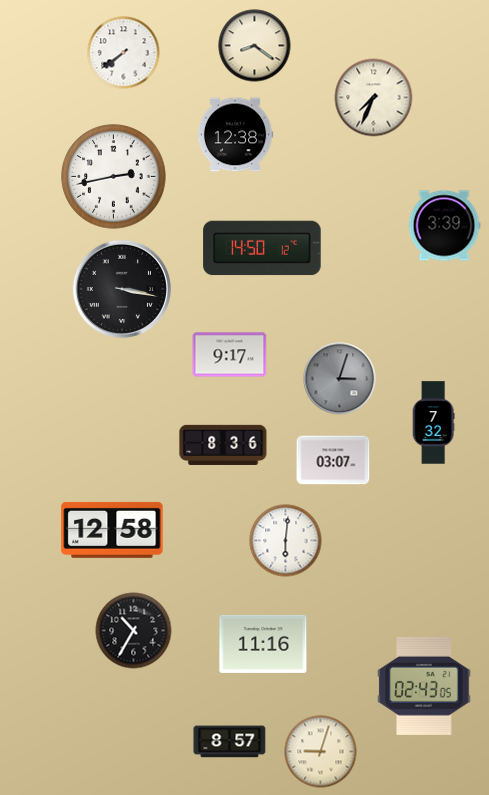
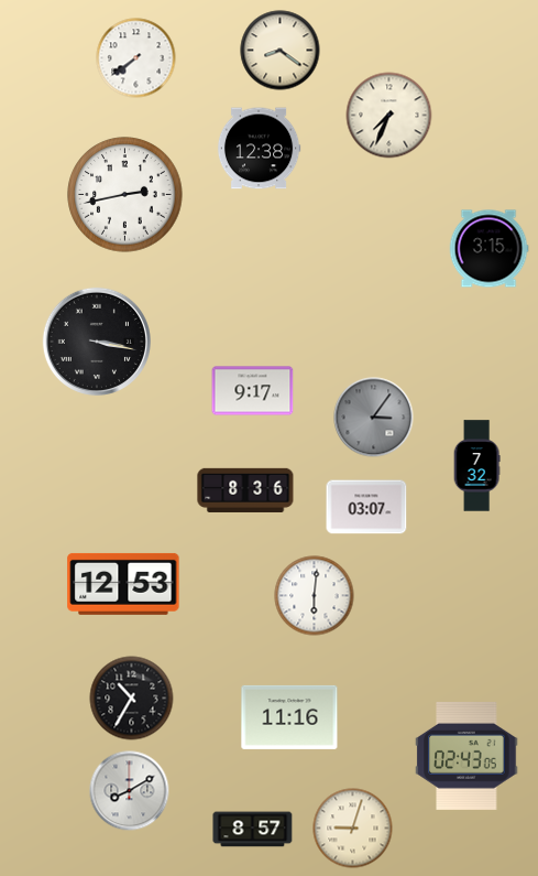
clock at (374, 98) position: (374, 98) -> (389, 116)
clock at (444, 226): 3:39 -> 3:15
clock at (262, 248): 14:50 -> none
clock at (122, 289) position: (122, 289) -> (97, 342)
clock at (340, 379): 3:03 -> 3:06
clock at (112, 530): 12:58 -> 12:53
clock at (134, 631) position: (134, 631) -> (132, 699)
clock at (263, 644) position: (263, 644) -> (289, 717)
clock at (130, 791): none -> 8:10
clock at (230, 742) position: (230, 742) -> (253, 830)
